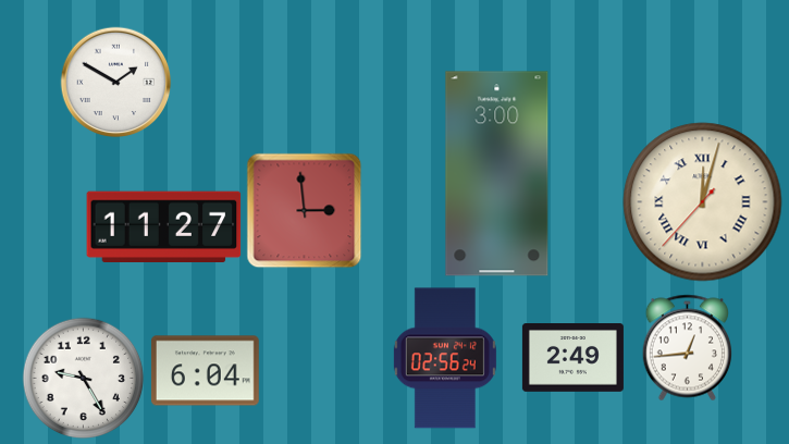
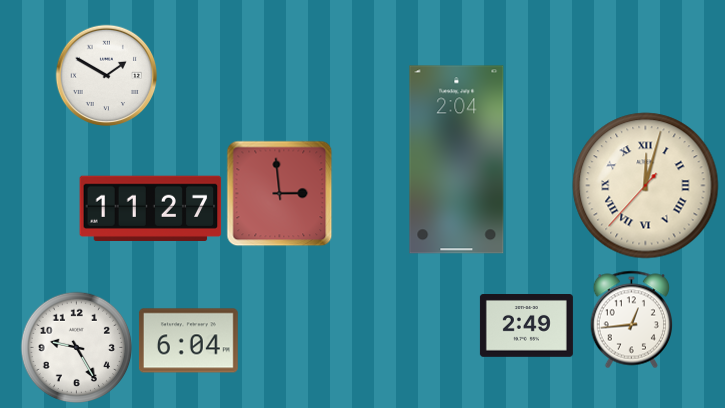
clock at (497, 174): 3:00 -> 2:04
clock at (445, 358): 02:56 -> none
clock at (572, 358) position: (572, 358) -> (526, 326)
